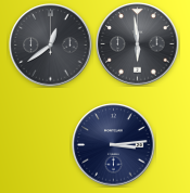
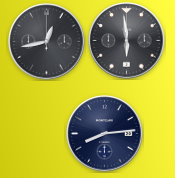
clock at (51, 46): 12:39 -> 12:43
clock at (114, 145): 3:14 -> 8:14
